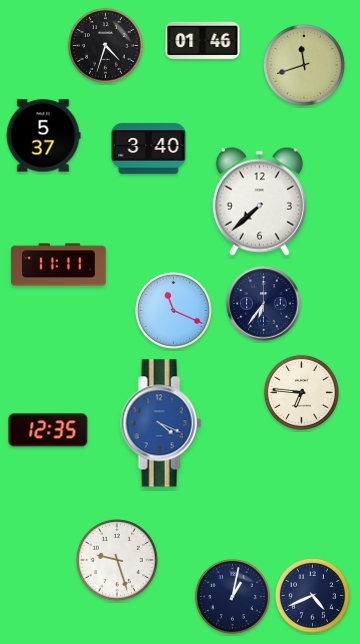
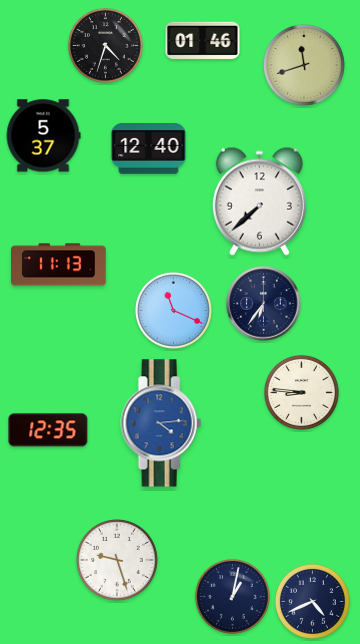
clock at (149, 149): 3:40 -> 12:40
clock at (59, 265): 11:11 -> 11:13
clock at (301, 392): 6:46 -> 8:46
clock at (161, 423): 4:19 -> 4:14
clock at (312, 595) position: (312, 595) -> (312, 601)
